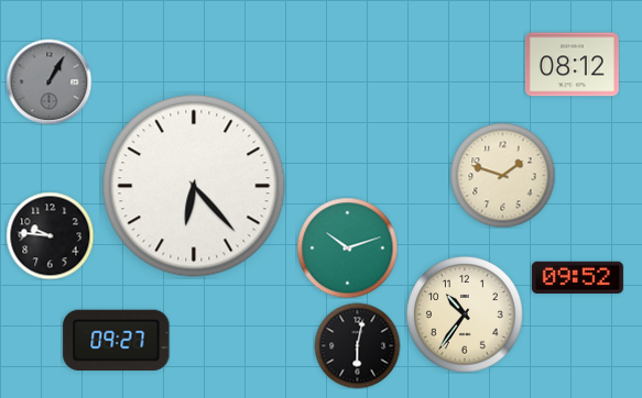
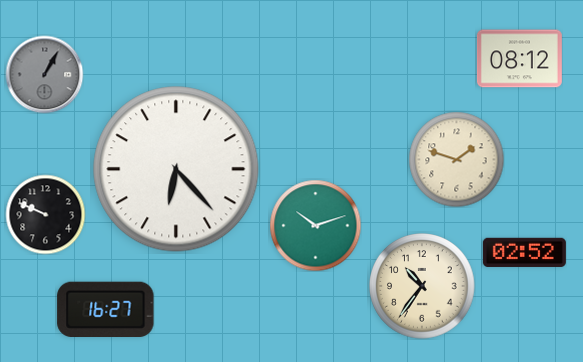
clock at (50, 235): 9:46 -> 9:49
clock at (577, 277): 09:52 -> 02:52
clock at (117, 340): 09:27 -> 16:27
clock at (357, 345): 6:02 -> none
